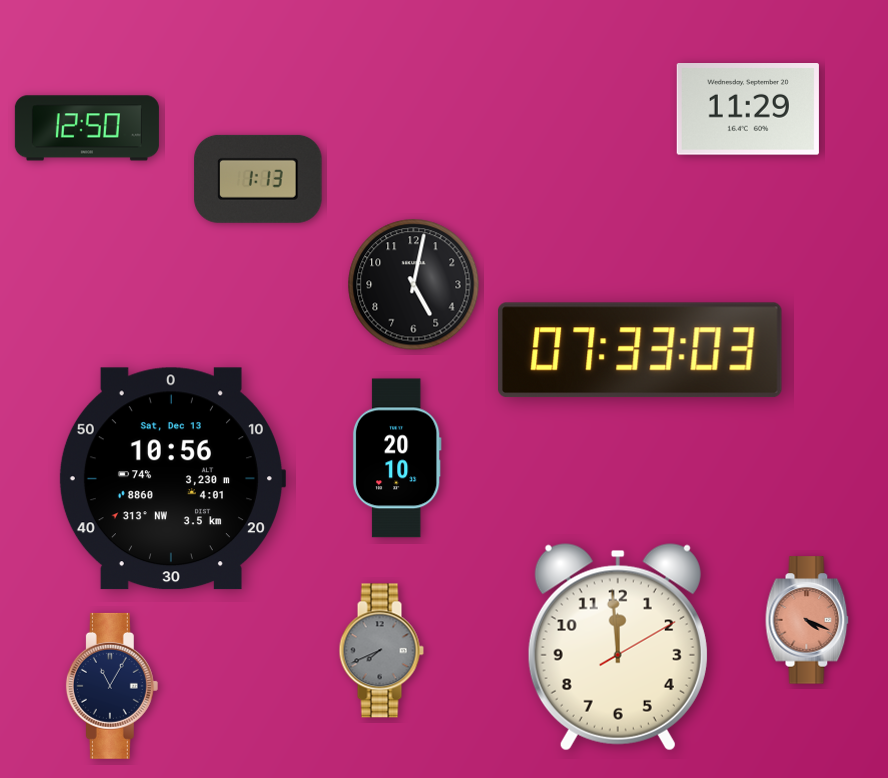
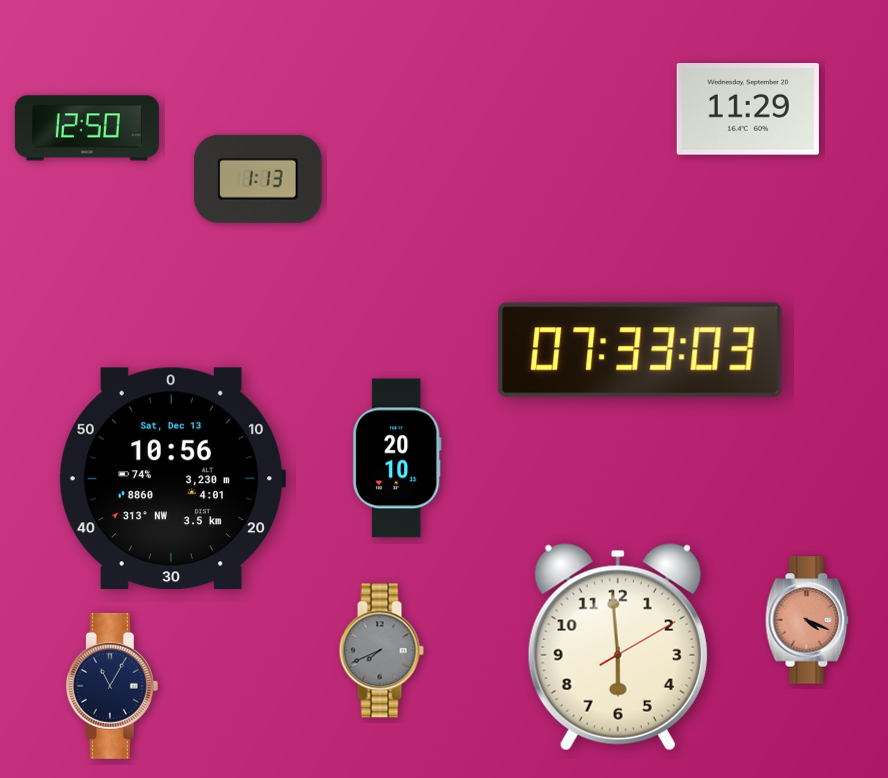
clock at (414, 285): 5:02 -> none
clock at (618, 647): 11:59 -> 5:59
